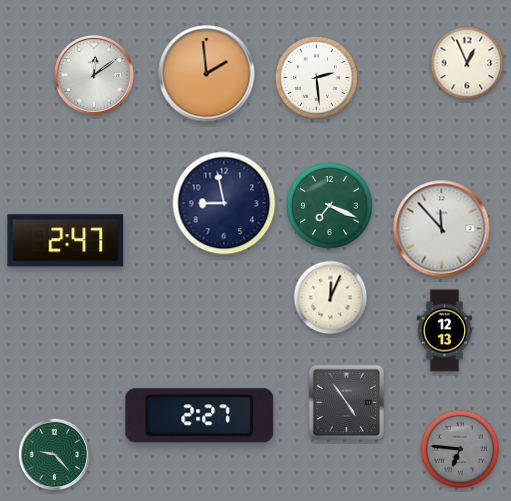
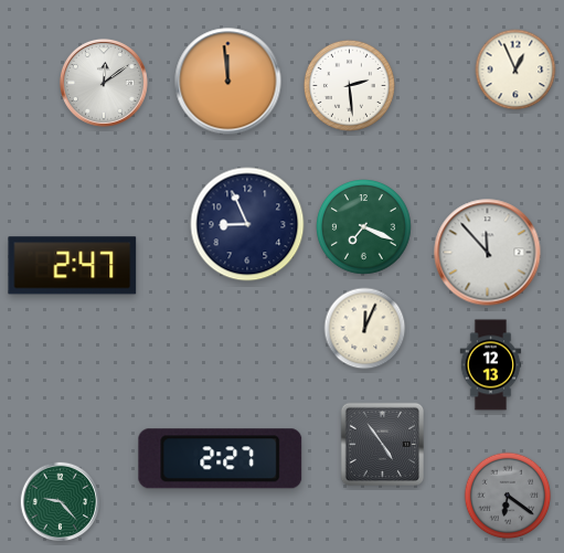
clock at (207, 74): 1:59 -> 11:59
clock at (224, 203): 8:58 -> 8:56
clock at (460, 449): 6:46 -> 6:21
